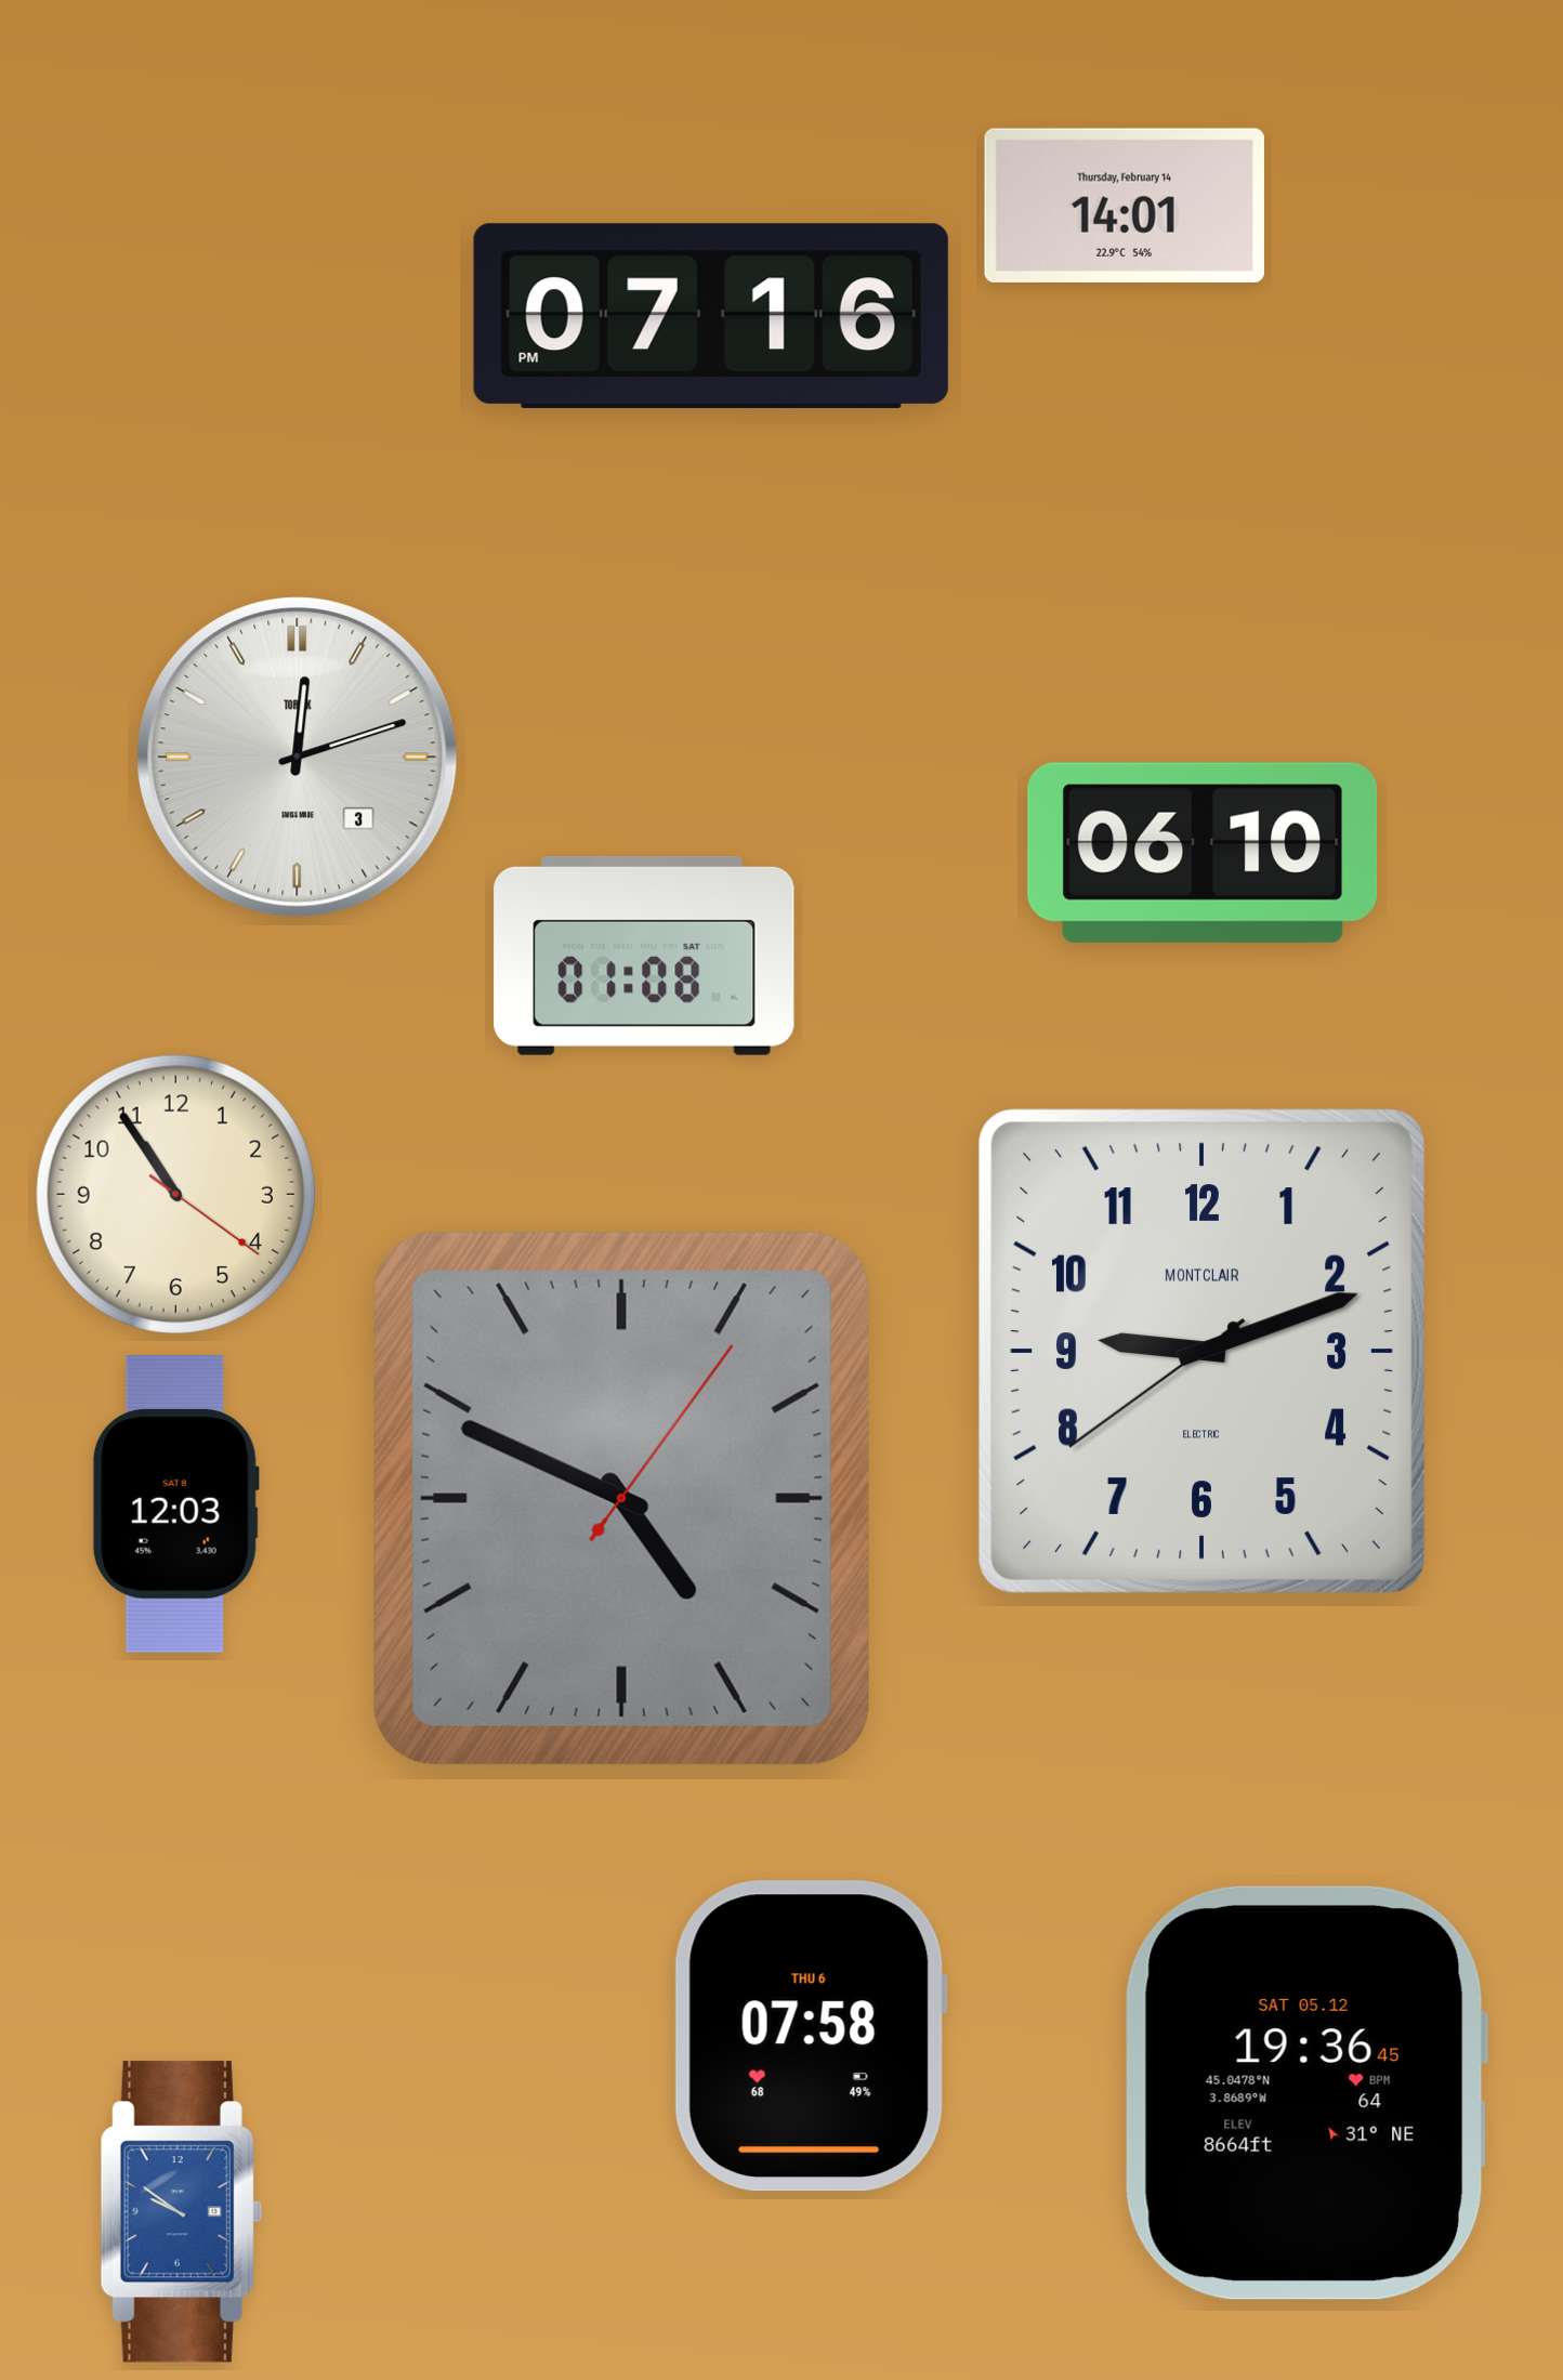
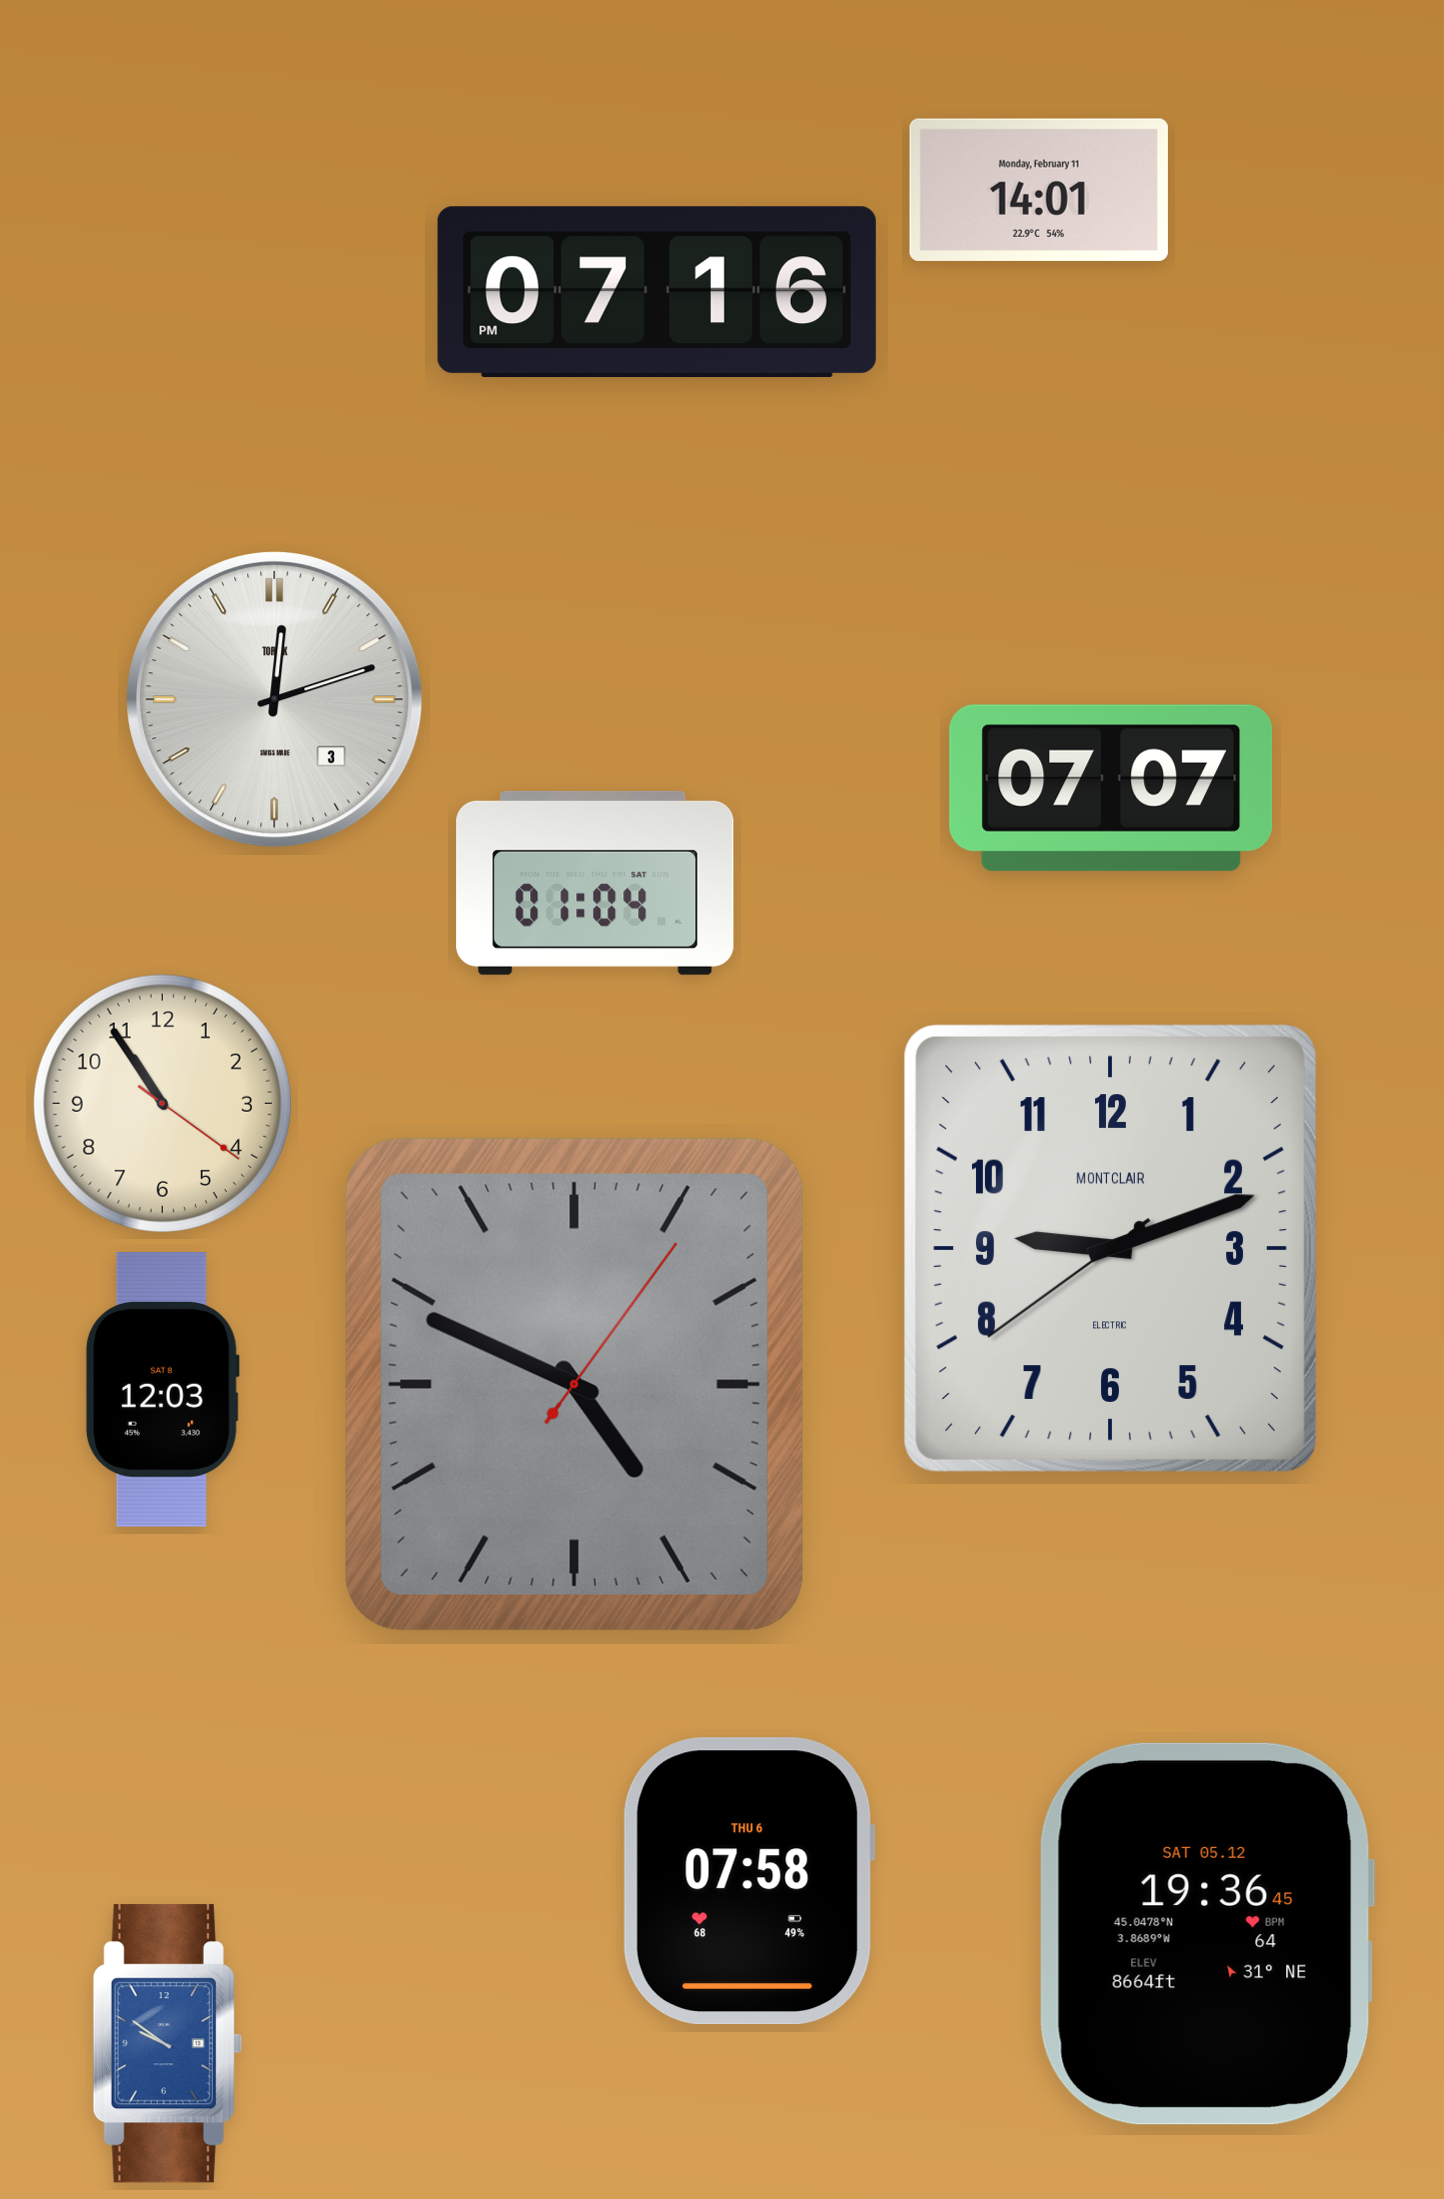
clock at (1125, 206) date: Thursday, February 14 -> Monday, February 11
clock at (1203, 853): 06:10 -> 07:07
clock at (644, 956): 01:08 -> 01:04
